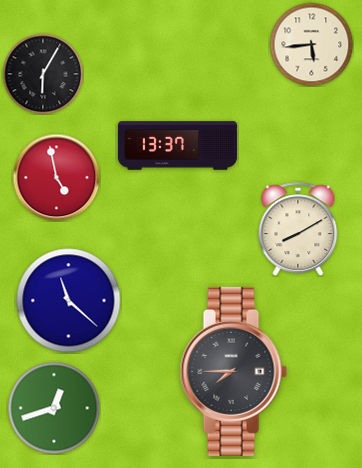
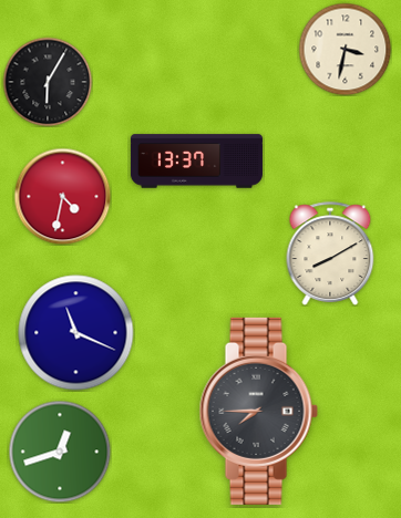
clock at (311, 44): 5:44 -> 3:32
clock at (56, 177): 4:58 -> 4:32
clock at (69, 301): 11:22 -> 11:19
